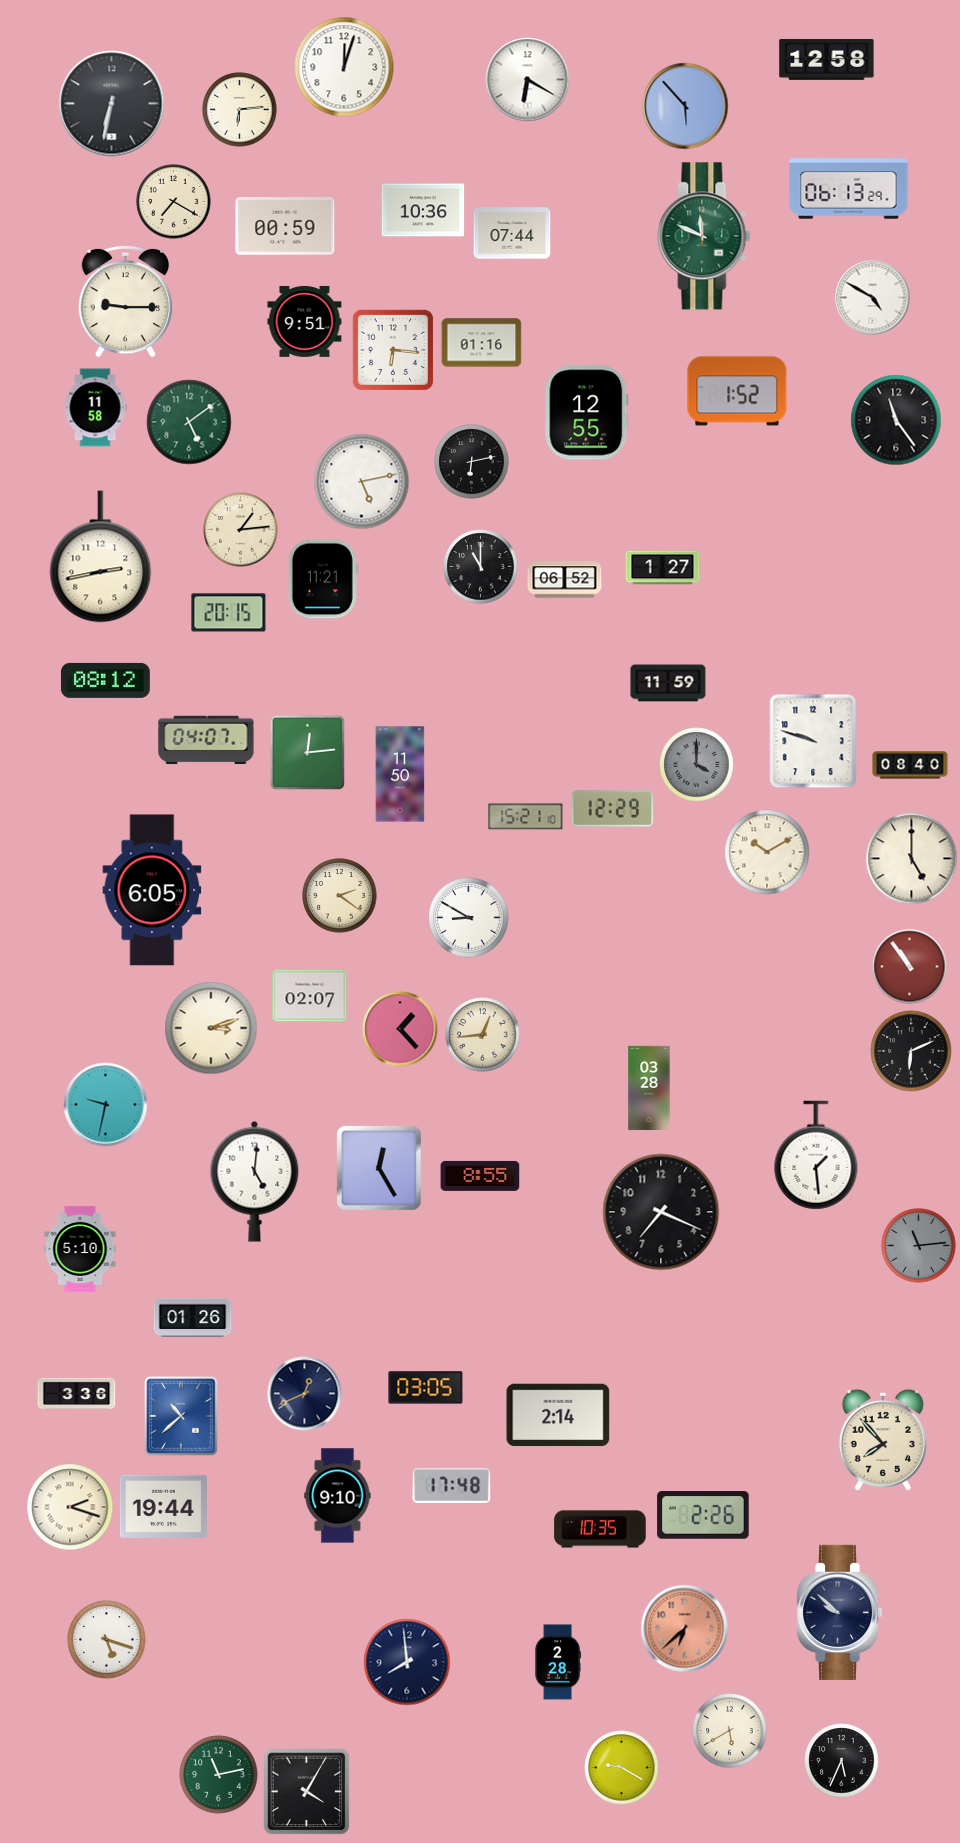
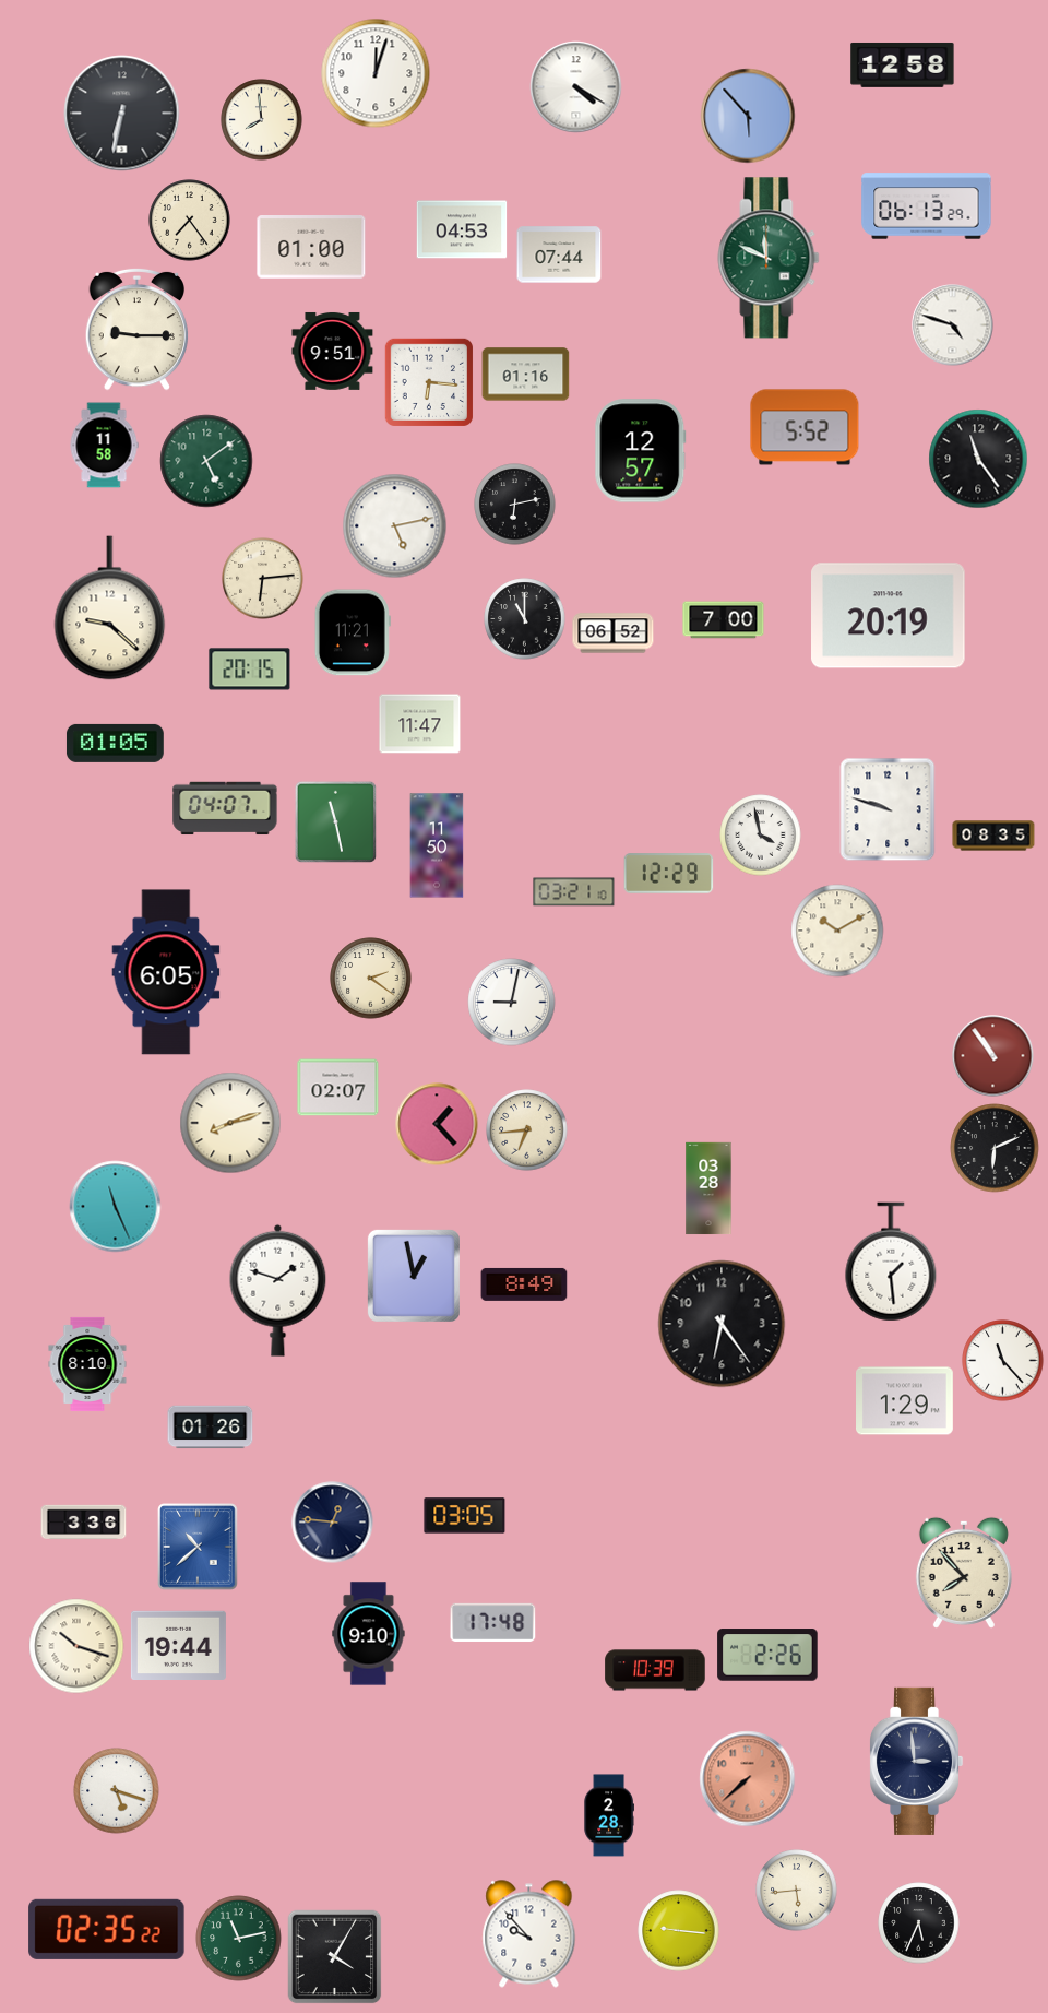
clock at (528, 80): 6:20 -> 4:20
clock at (240, 110): 6:14 -> 7:59
clock at (174, 202): 7:20 -> 7:24
clock at (423, 210): 10:36 -> 04:53
clock at (285, 227): 00:59 -> 01:00
clock at (873, 298): 4:50 -> 4:48
clock at (737, 391): 1:52 -> 5:52
clock at (587, 413): 12:55 -> 12:57
clock at (241, 530): 1:14 -> 6:14
clock at (101, 557): 2:43 -> 9:22
clock at (889, 616): none -> 20:19
clock at (663, 568): 1:27 -> 7:00
clock at (565, 580) position: (565, 580) -> (614, 633)
clock at (420, 724): none -> 11:47
clock at (105, 680): 08:12 -> 01:05
clock at (668, 683): 11:59 -> none
clock at (308, 753): 12:14 -> 11:28
clock at (697, 765): 4:00 -> 3:58
clock at (697, 765) dial: grey -> white
clock at (910, 765): 08:40 -> 08:35
clock at (613, 809) position: (613, 809) -> (669, 874)
clock at (526, 817): 15:21 -> 03:21
clock at (912, 859): 5:00 -> none
clock at (469, 918): 8:50 -> 9:02
clock at (211, 1028): 3:12 -> 8:12
clock at (483, 1035): 12:44 -> 6:44
clock at (106, 1105): 9:32 -> 11:26
clock at (379, 1168): 12:25 -> 12:58
clock at (480, 1176): 8:55 -> 8:49
clock at (255, 1181): 5:01 -> 1:48
clock at (661, 1212): 7:19 -> 6:24
clock at (919, 1246): 11:14 -> 11:23
clock at (919, 1246) dial: grey -> white
clock at (80, 1249): 5:10 -> 8:10
clock at (905, 1401): none -> 1:29
clock at (193, 1318) position: (193, 1318) -> (211, 1428)
clock at (305, 1394): 12:41 -> 12:46
clock at (558, 1415): 2:14 -> none
clock at (70, 1507): 2:18 -> 10:18
clock at (600, 1529): 10:35 -> 10:39
clock at (840, 1612): 9:52 -> 2:59
clock at (685, 1629): 6:38 -> 7:38
clock at (407, 1662): 7:59 -> none
clock at (730, 1731): 5:40 -> 5:44
clock at (107, 1929): none -> 02:35
clock at (622, 1768): 9:20 -> 9:16
clock at (529, 1934): none -> 9:53
